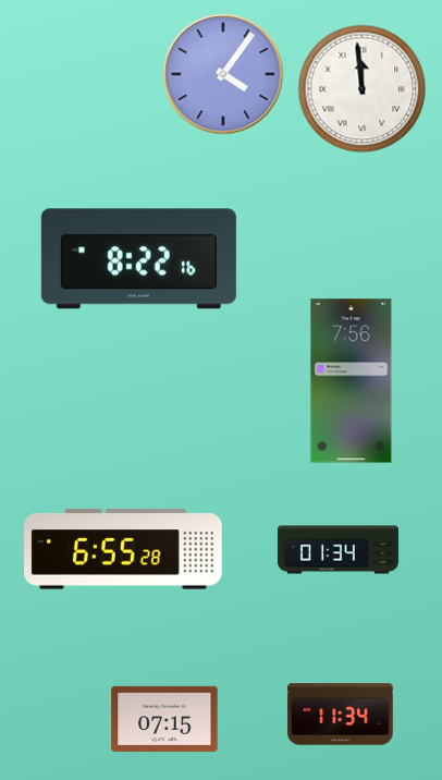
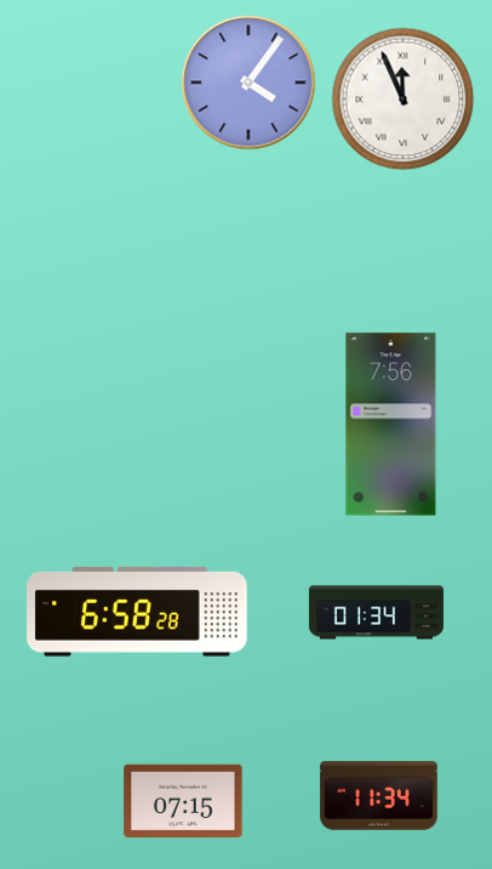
clock at (363, 89): 11:59 -> 11:56
clock at (138, 259): 8:22 -> none
clock at (124, 549): 6:55 -> 6:58
